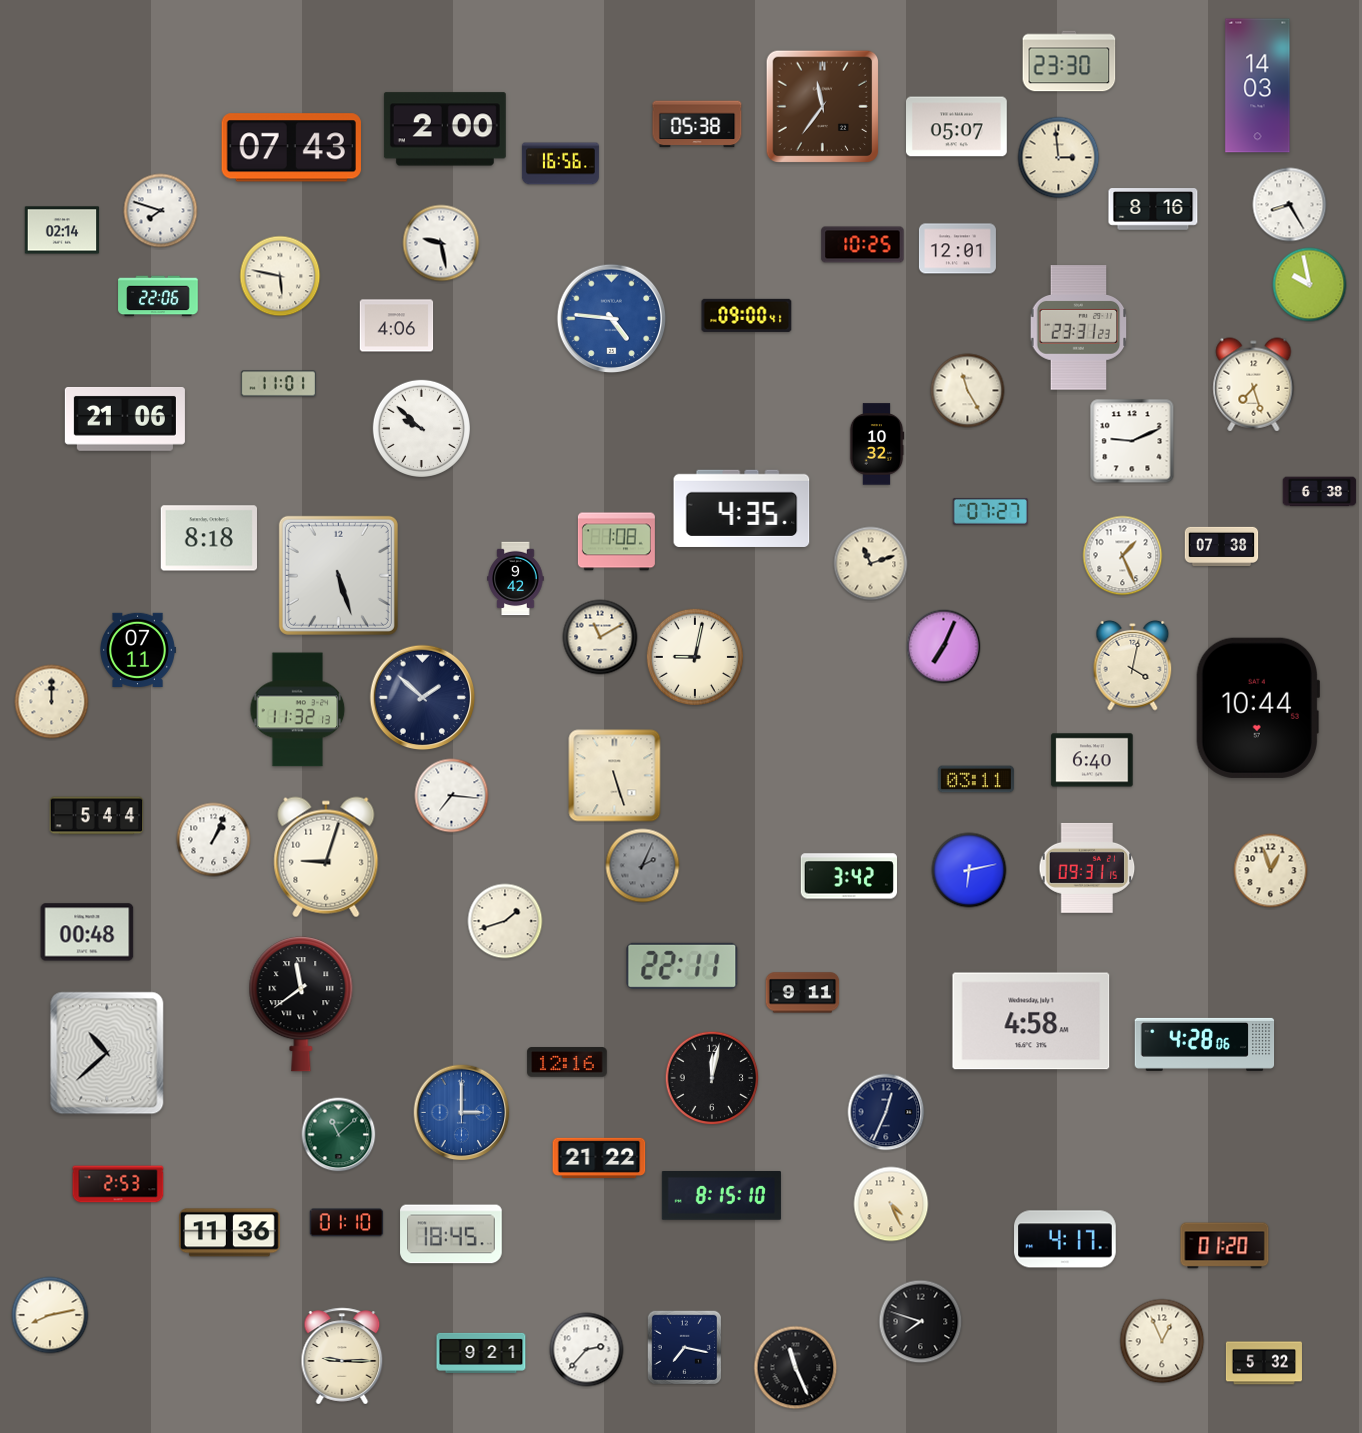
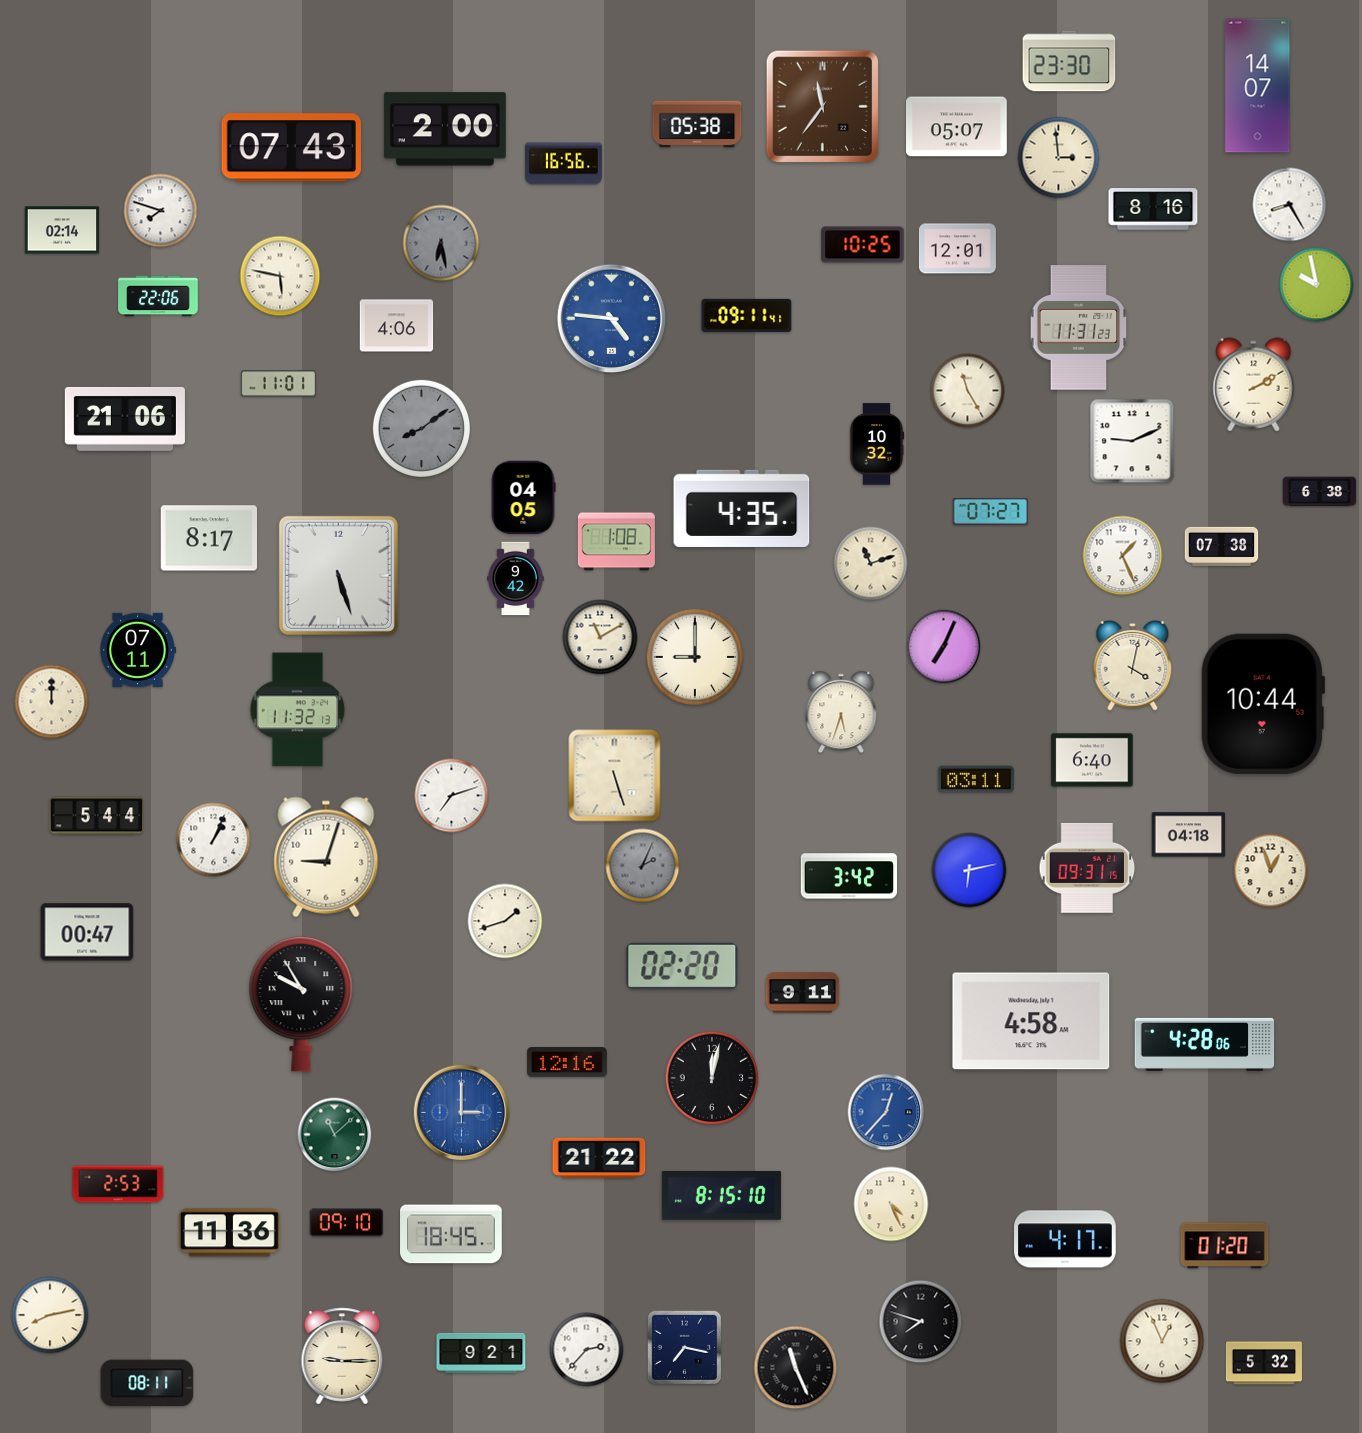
clock at (1258, 86): 14:03 -> 14:07
clock at (560, 164) position: (560, 164) -> (563, 164)
clock at (441, 243): 9:28 -> 6:28
clock at (441, 243) dial: white -> grey
clock at (1310, 285) position: (1310, 285) -> (1317, 285)
clock at (747, 315): 09:00 -> 09:11
clock at (1079, 328): 23:31 -> 11:31
clock at (1254, 385): 7:27 -> 2:10
clock at (421, 428): 9:52 -> 8:09
clock at (421, 428) dial: white -> grey
clock at (523, 498): none -> 04:05
clock at (208, 538): 8:18 -> 8:17
clock at (694, 656): 9:02 -> 9:00
clock at (423, 698): 1:52 -> none
clock at (1257, 708) position: (1257, 708) -> (1262, 704)
clock at (841, 712): none -> 5:33
clock at (452, 796): 7:16 -> 7:12
clock at (1189, 835): none -> 04:18
clock at (87, 932): 00:48 -> 00:47
clock at (682, 966): 22:11 -> 02:20
clock at (301, 1004): 11:39 -> 9:55
clock at (107, 1053): 10:38 -> none
clock at (886, 1112): 12:34 -> 12:37
clock at (886, 1112) dial: navy -> blue
clock at (339, 1135) position: (339, 1135) -> (335, 1135)
clock at (347, 1223): 01:10 -> 09:10
clock at (147, 1383): none -> 08:11
